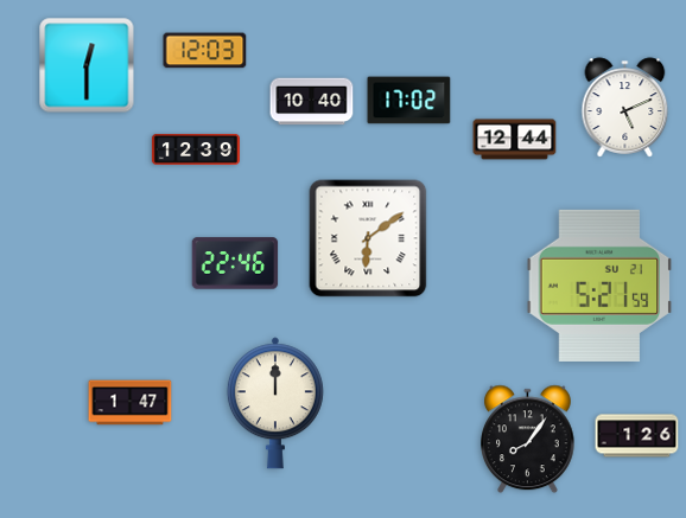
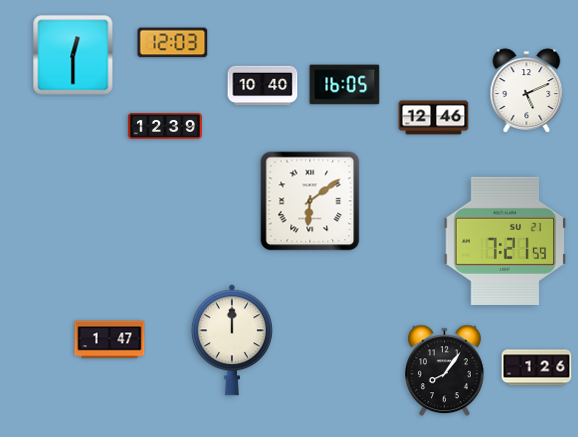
clock at (409, 101): 17:02 -> 16:05
clock at (515, 140): 12:44 -> 12:46
clock at (235, 263): 22:46 -> none
clock at (599, 286): 5:21 -> 7:21
